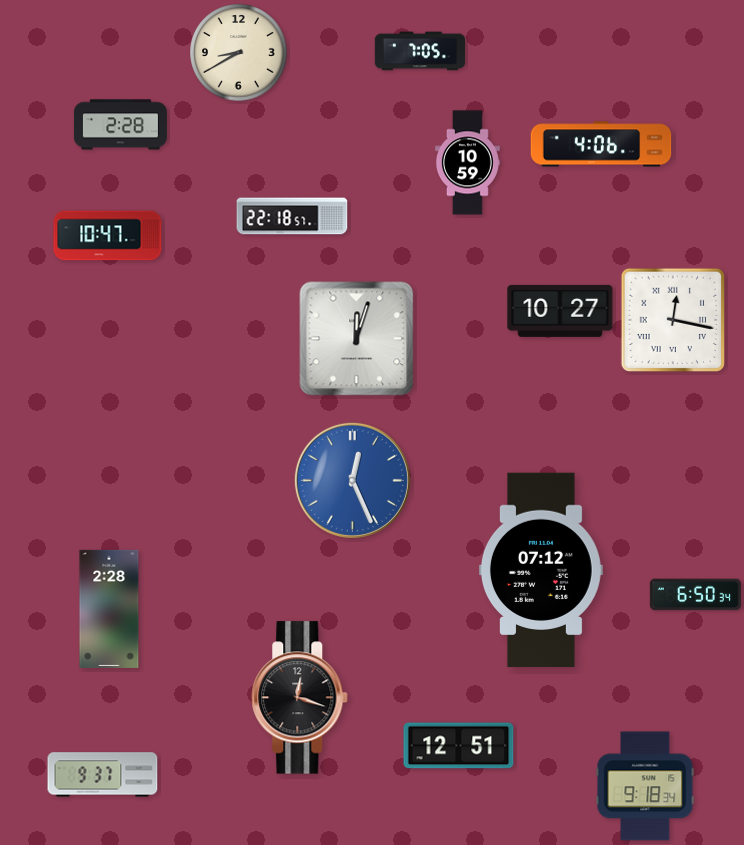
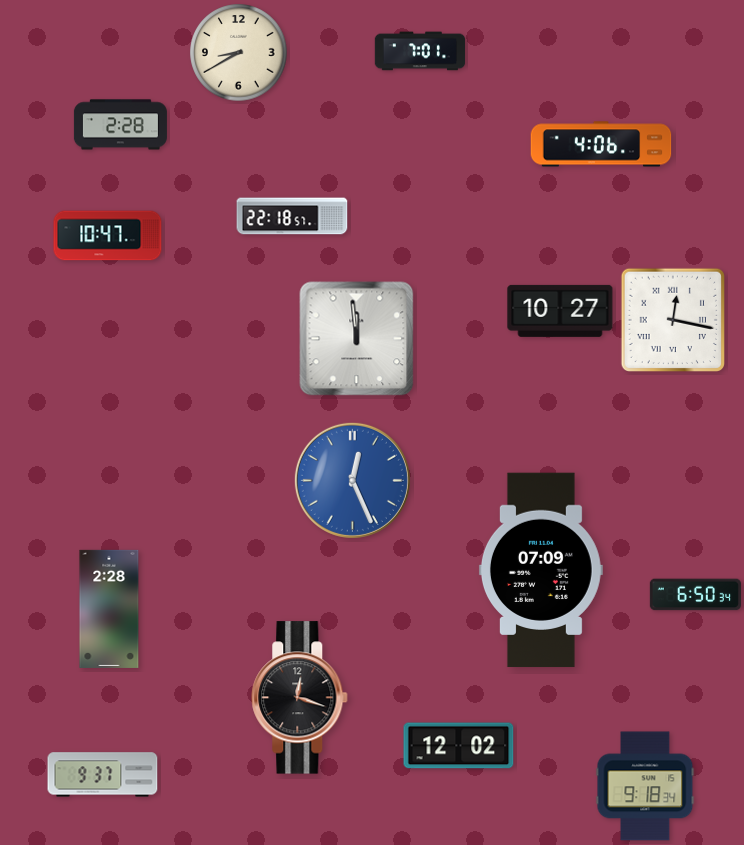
clock at (420, 51): 7:05 -> 7:01
clock at (467, 163): 10:59 -> none
clock at (357, 339): 12:03 -> 11:59
clock at (541, 570): 07:12 -> 07:09
clock at (459, 746): 12:51 -> 12:02
